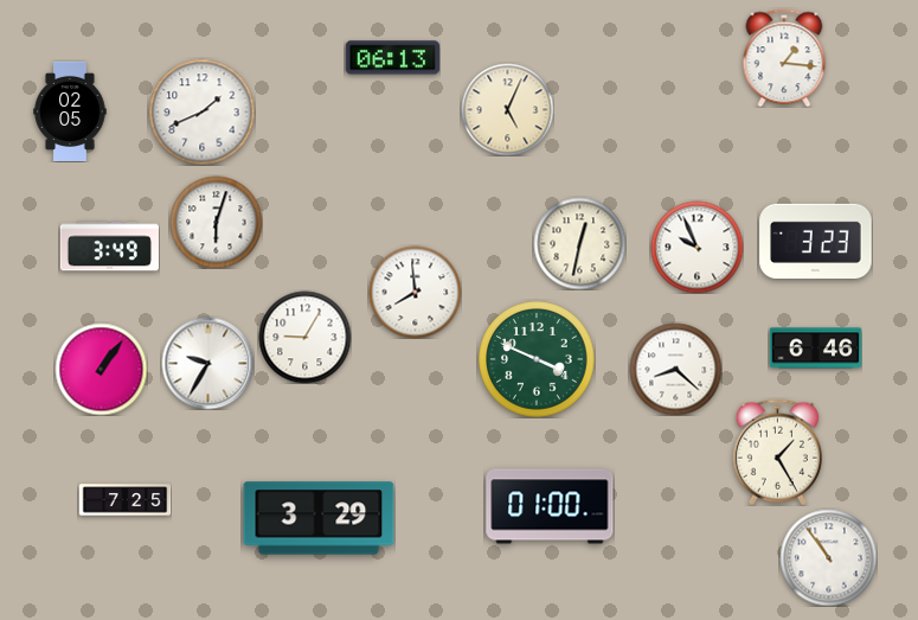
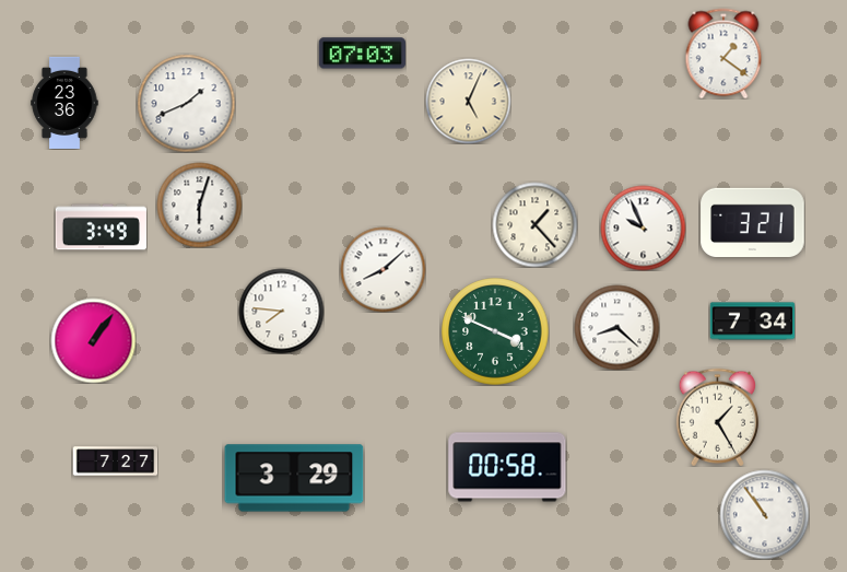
clock at (392, 58): 06:13 -> 07:03
clock at (784, 58): 1:16 -> 1:21
clock at (70, 111): 02:05 -> 23:36
clock at (816, 241): 3:23 -> 3:21
clock at (579, 243): 12:32 -> 1:23
clock at (415, 292): 7:59 -> 8:08
clock at (304, 337): 9:05 -> 7:46
clock at (815, 349): 6:46 -> 7:34
clock at (207, 363): 9:35 -> none
clock at (675, 369) position: (675, 369) -> (616, 327)
clock at (124, 500): 7:25 -> 7:27
clock at (550, 506): 01:00 -> 00:58
